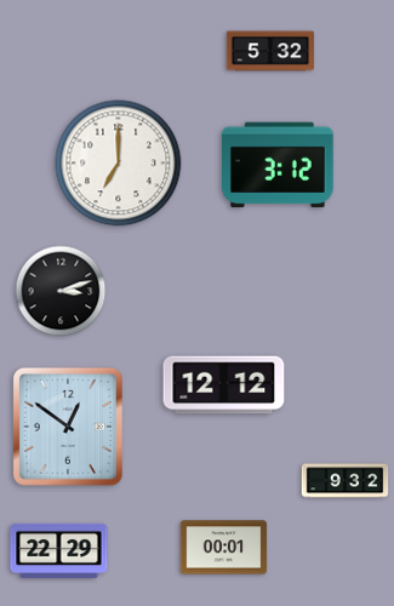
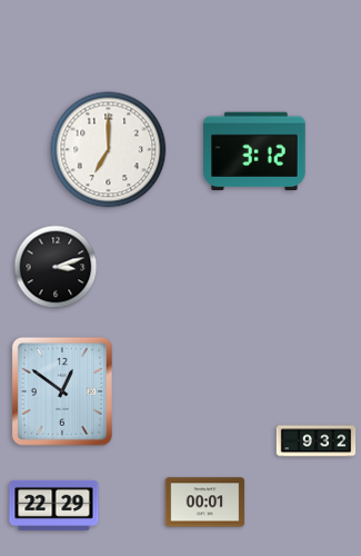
clock at (269, 51): 5:32 -> none
clock at (224, 385): 12:12 -> none
